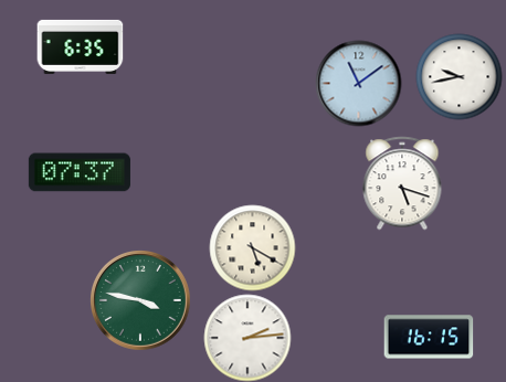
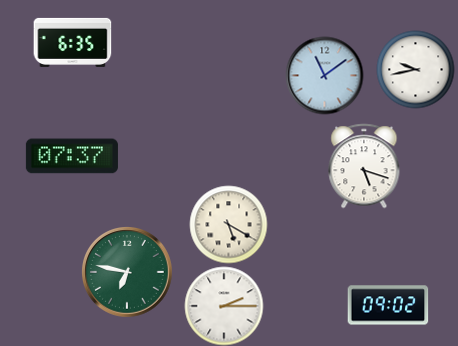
clock at (140, 300): 3:47 -> 6:47
clock at (429, 337): 16:15 -> 09:02
clock at (247, 338): 2:14 -> 2:15
